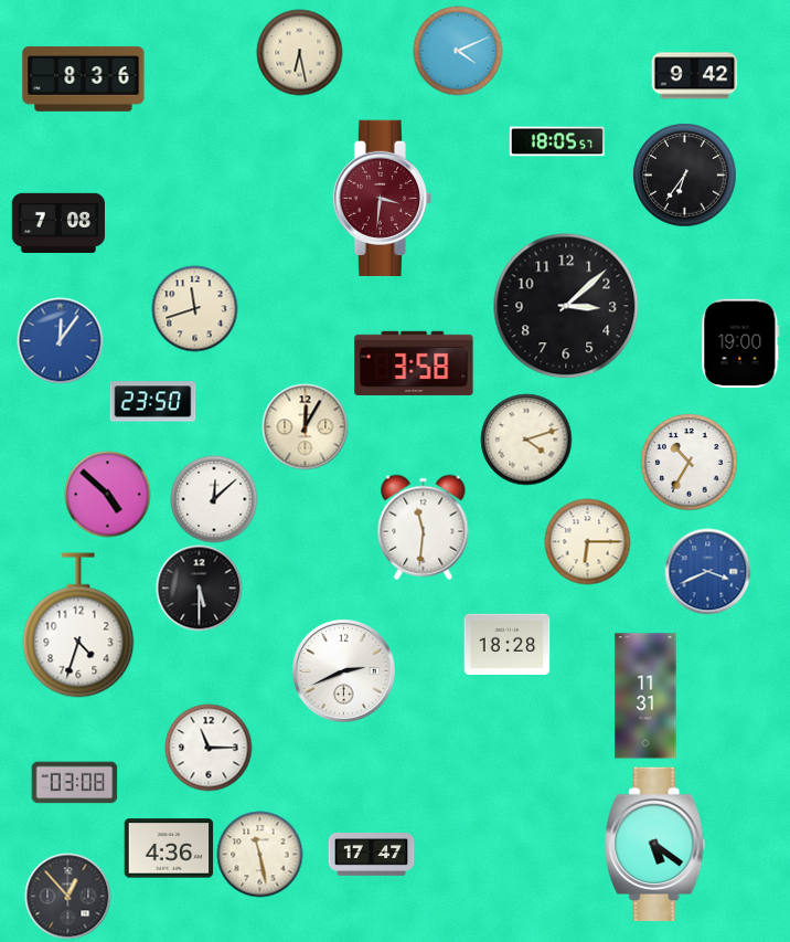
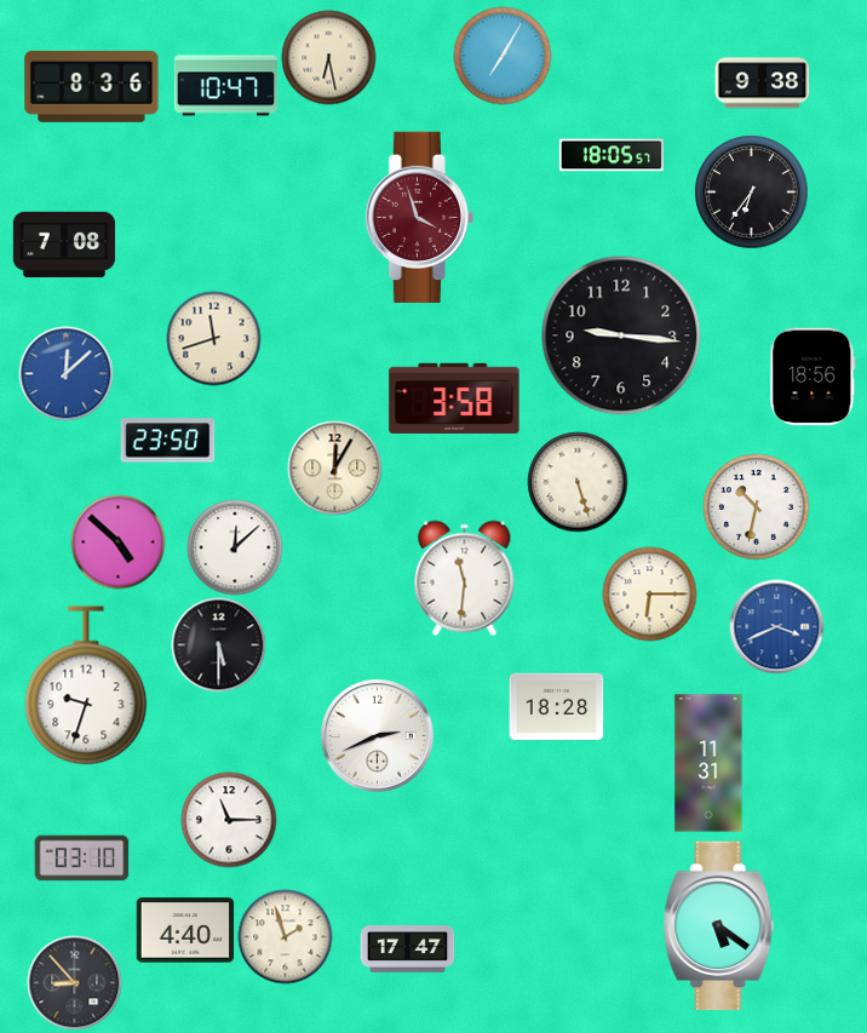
clock at (458, 51): 4:11 -> 7:05
clock at (694, 76): 9:42 -> 9:38
clock at (225, 86): none -> 10:47
clock at (383, 198): 3:31 -> 3:57
clock at (566, 306): 3:08 -> 9:16
clock at (60, 340): 12:06 -> 12:08
clock at (740, 343): 19:00 -> 18:56
clock at (526, 440): 4:12 -> 5:27
clock at (688, 462): 10:35 -> 10:32
clock at (587, 541) position: (587, 541) -> (649, 593)
clock at (78, 625): 4:33 -> 9:33
clock at (74, 783): 03:08 -> 03:10
clock at (169, 848): 4:36 -> 4:40
clock at (259, 854): 11:28 -> 1:57
clock at (371, 855) position: (371, 855) -> (407, 949)
clock at (67, 896): 12:53 -> 8:53
